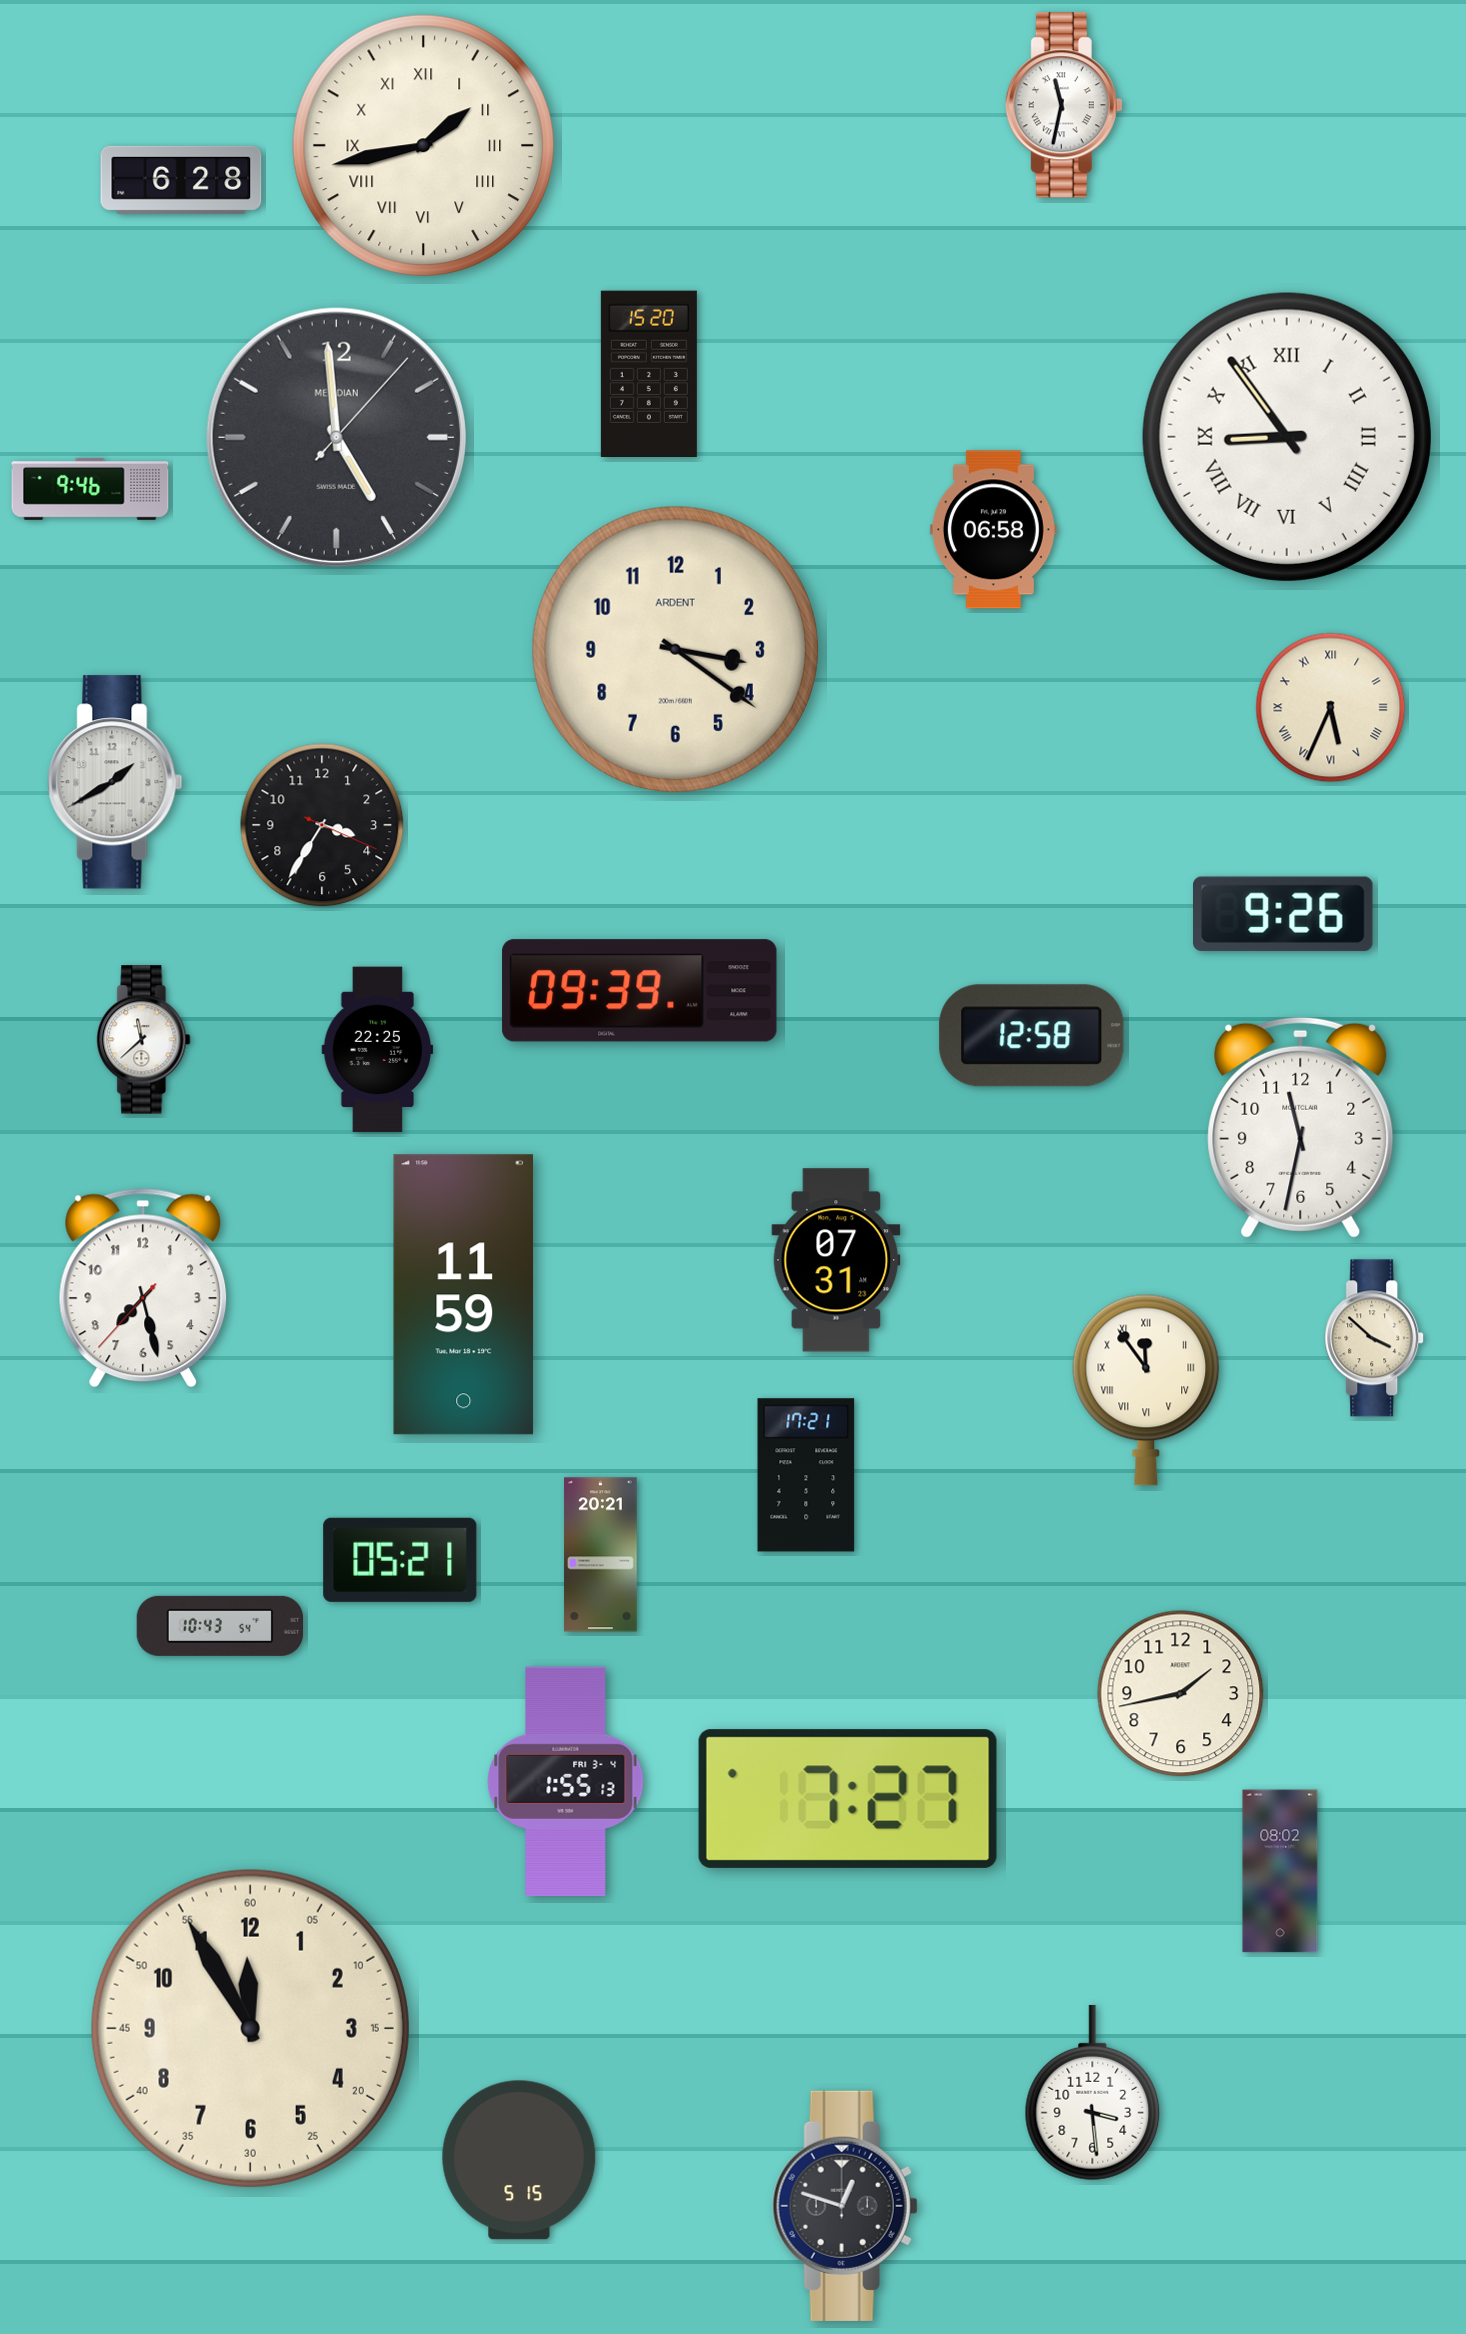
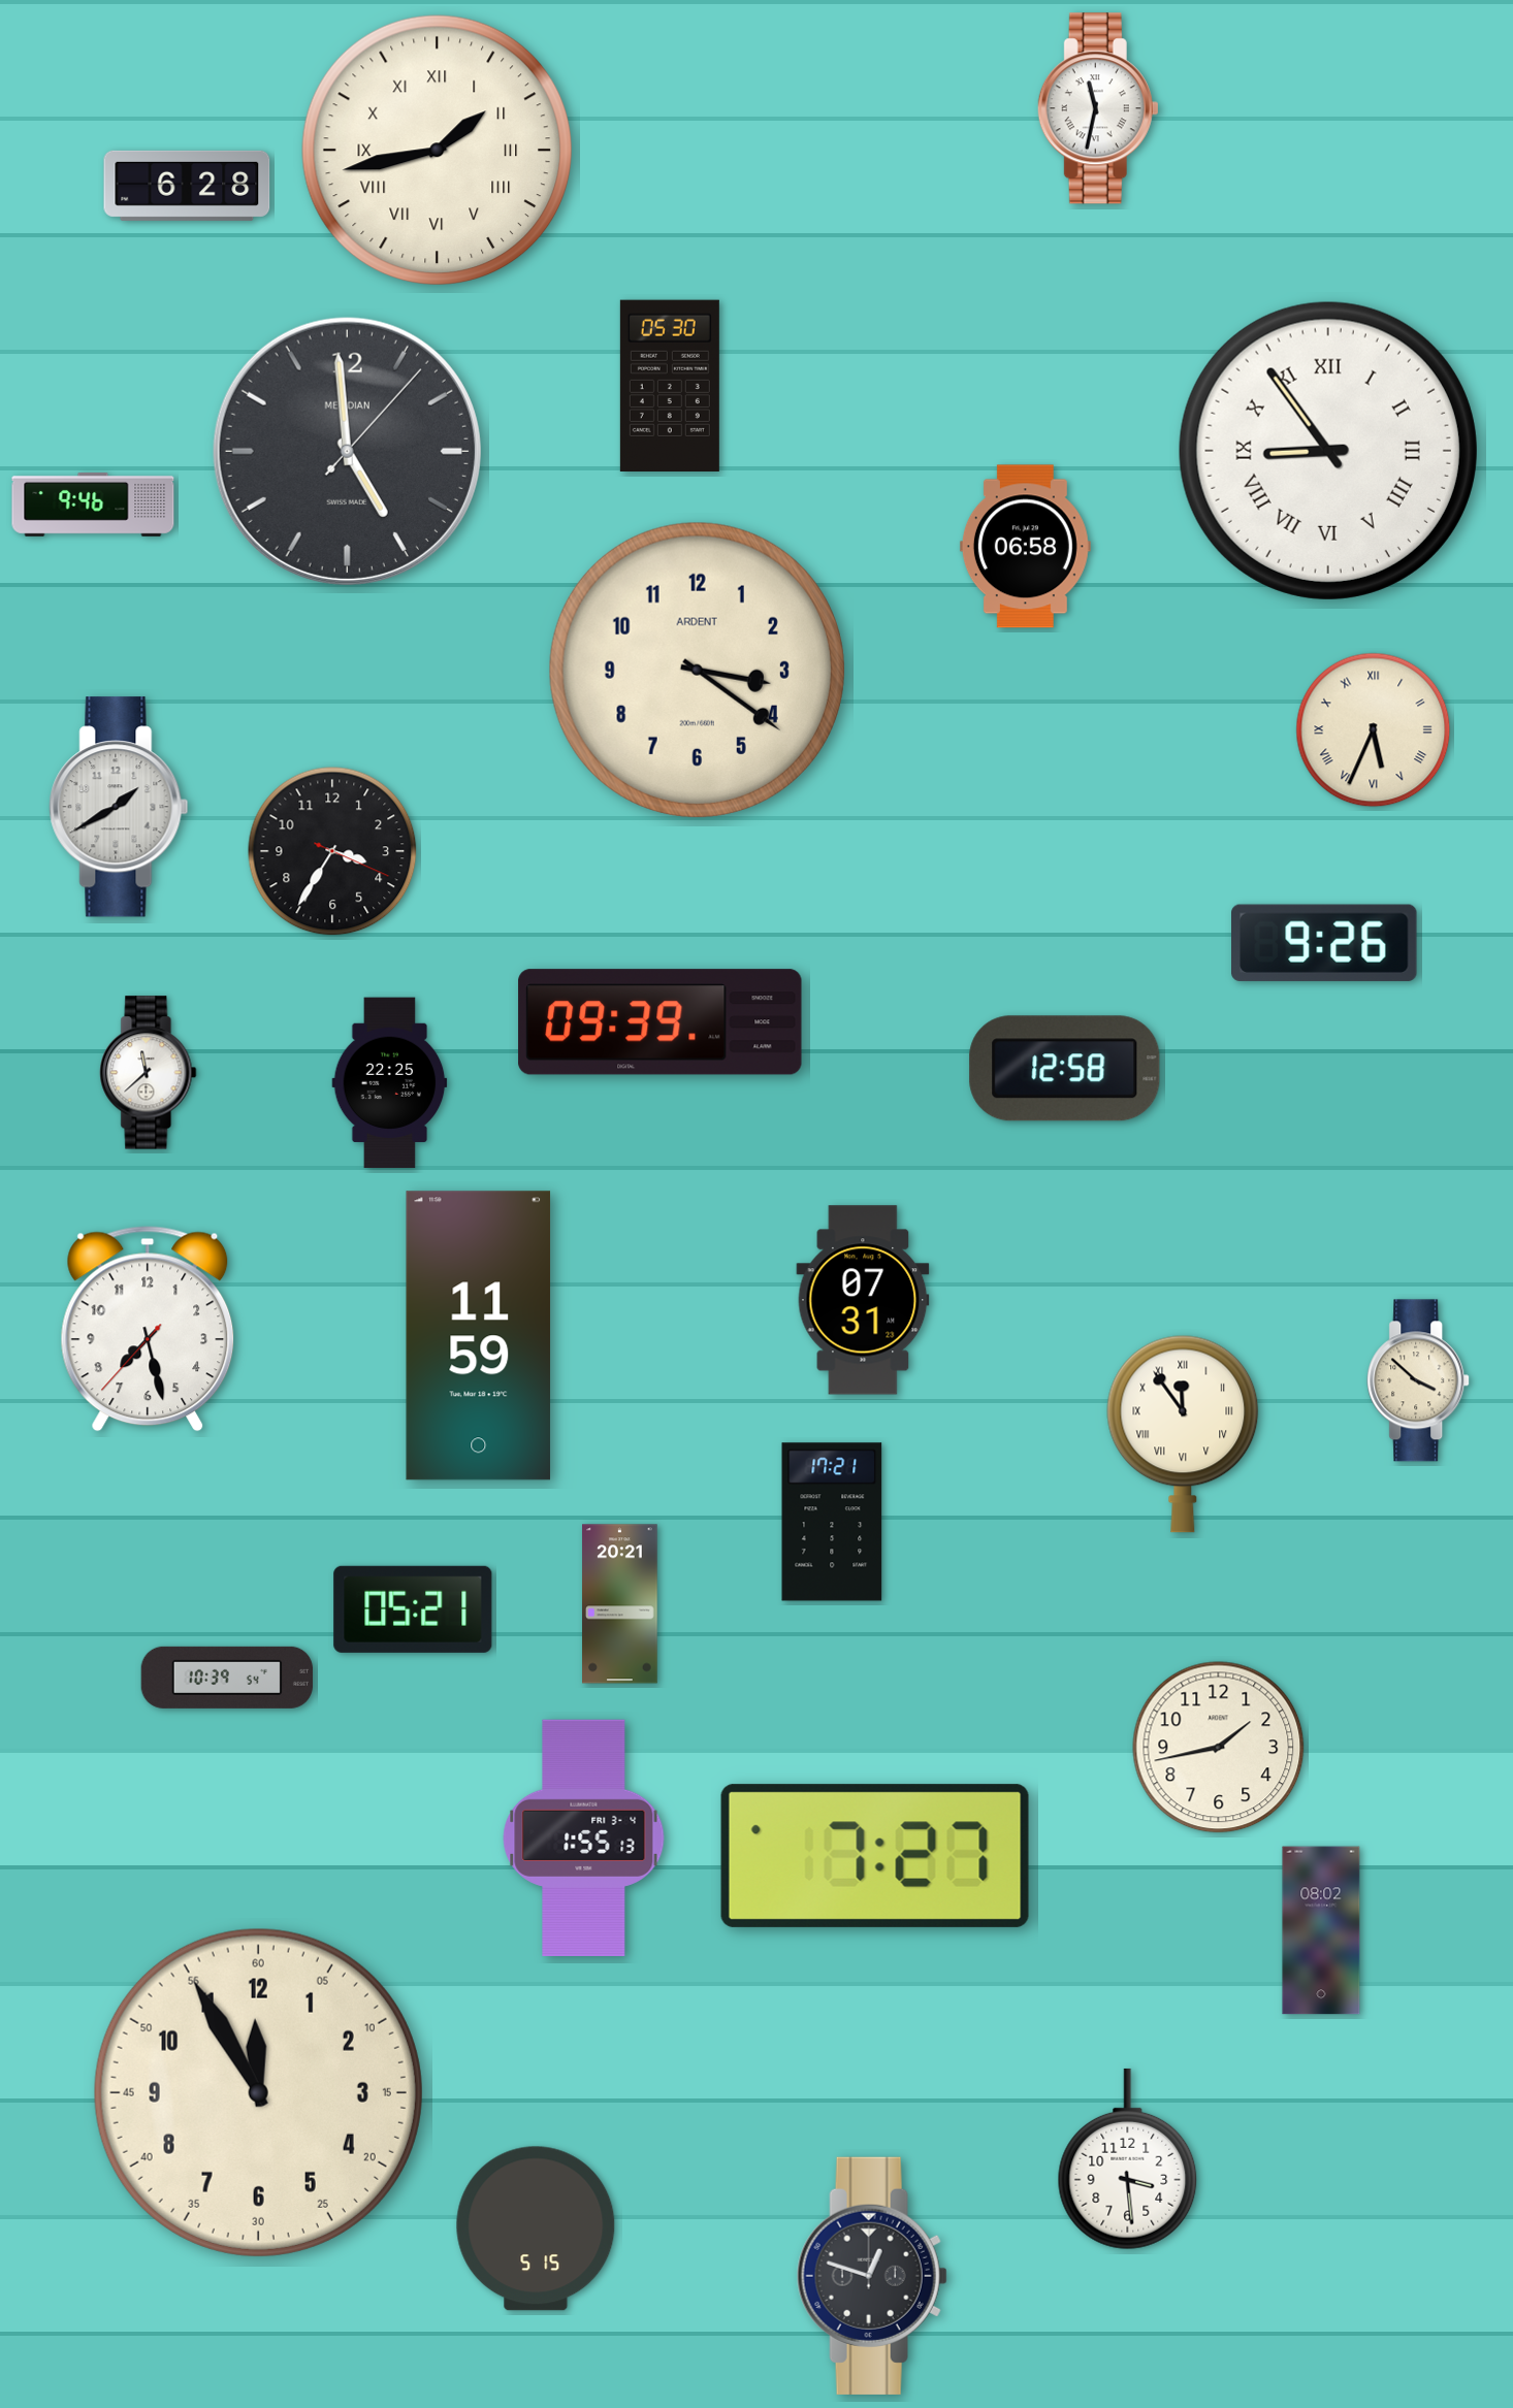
clock at (649, 373): 15:20 -> 05:30
clock at (1301, 1127): 11:32 -> none
clock at (220, 1626): 10:43 -> 10:39
